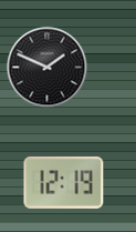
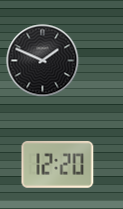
clock at (64, 182): 12:19 -> 12:20
